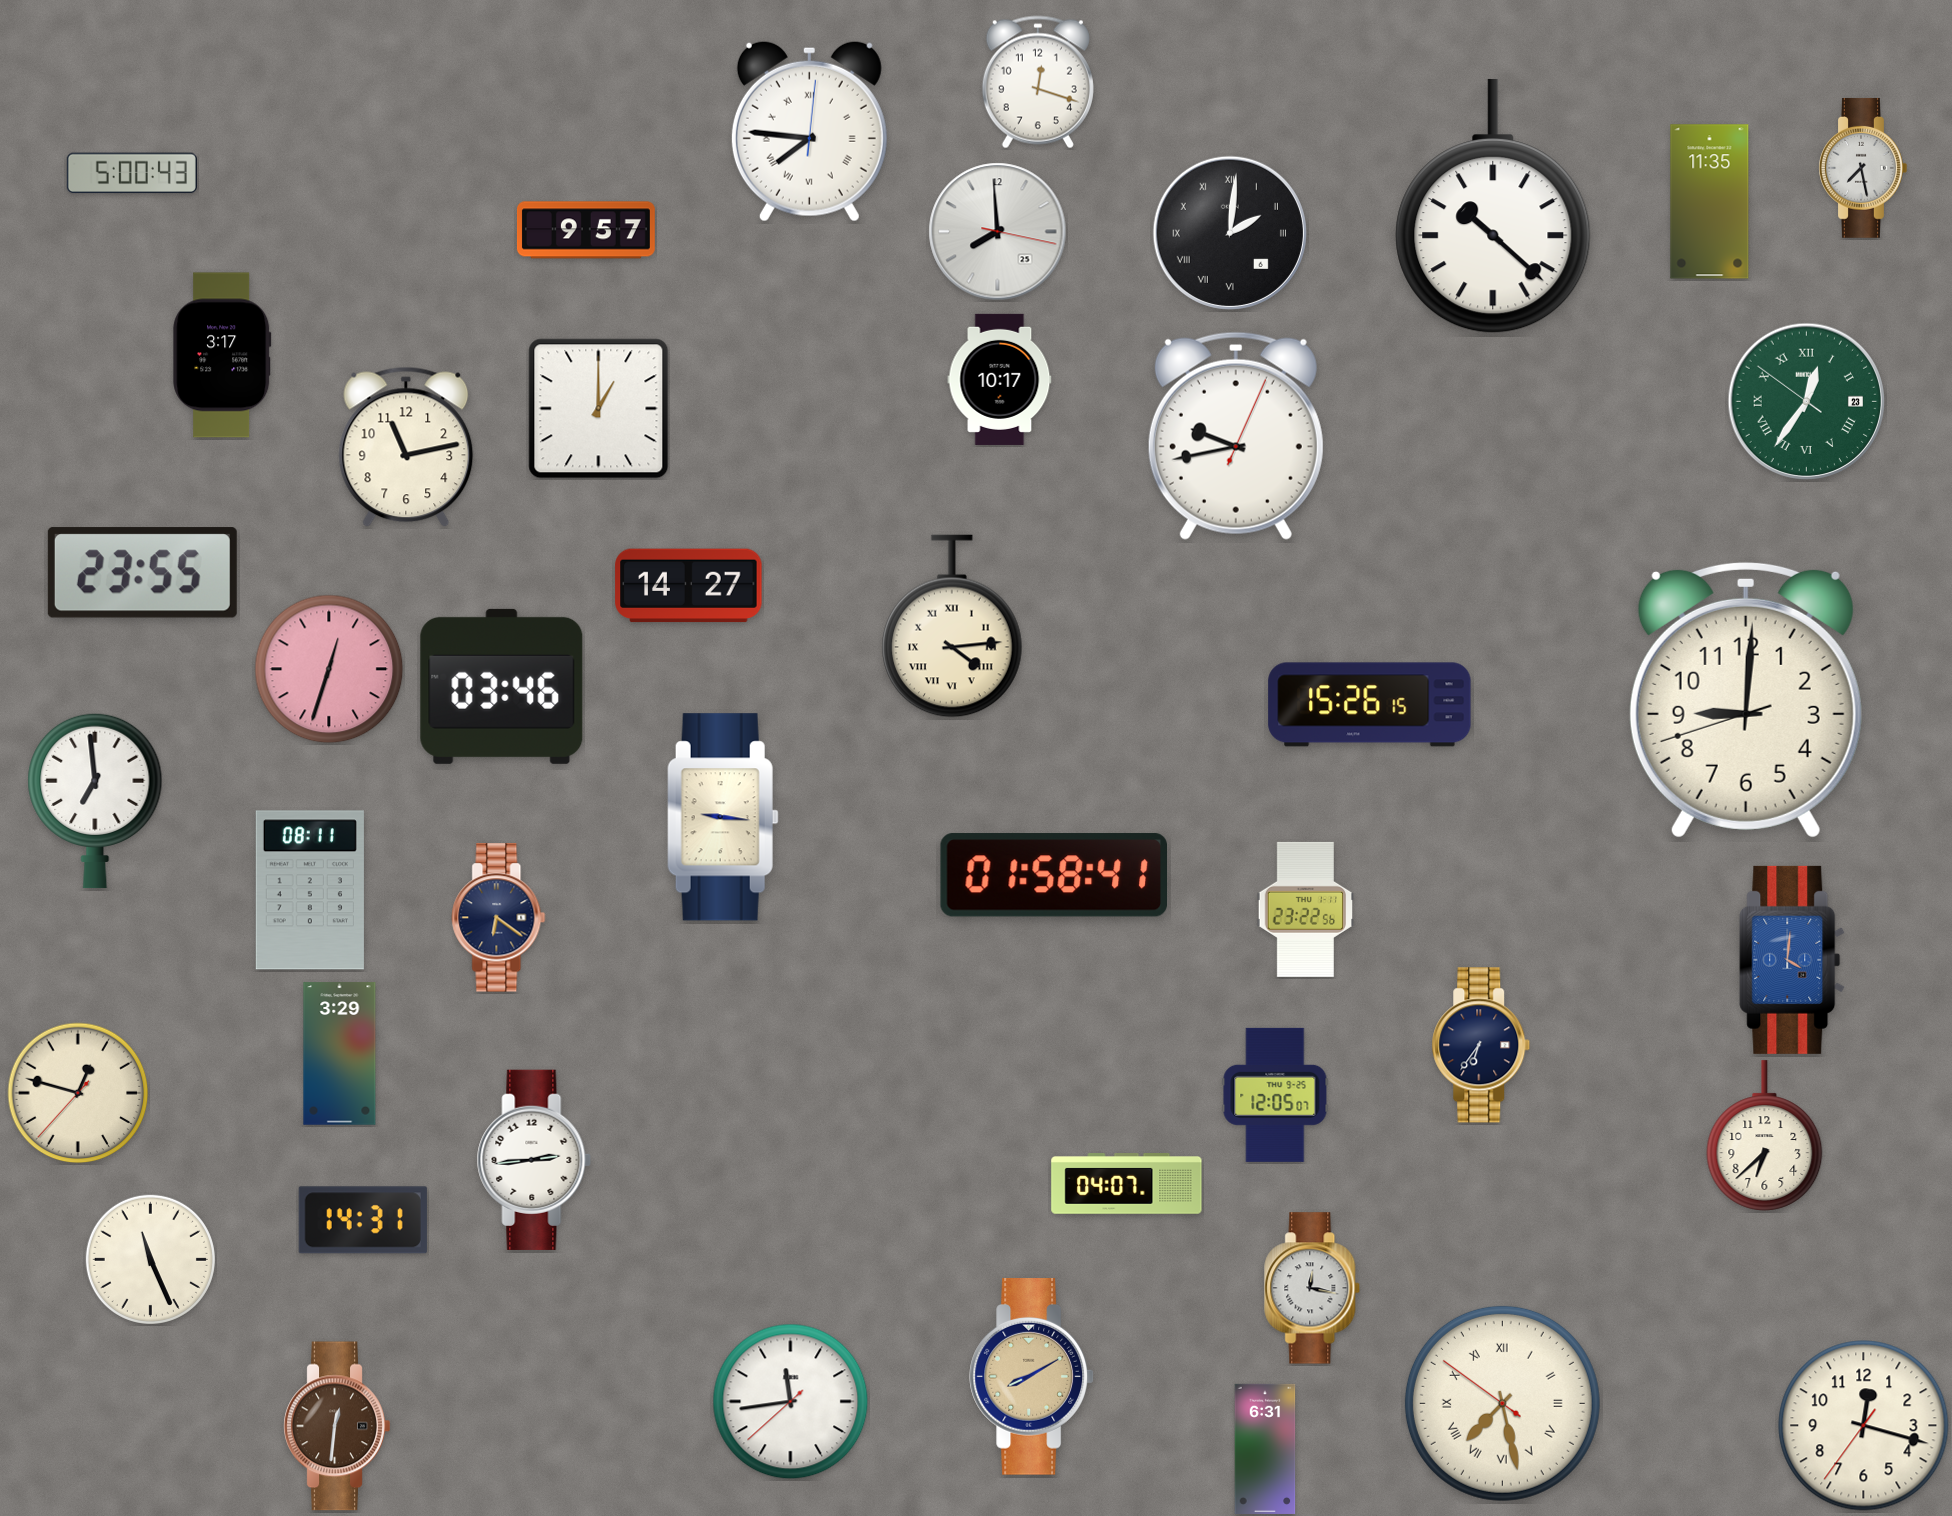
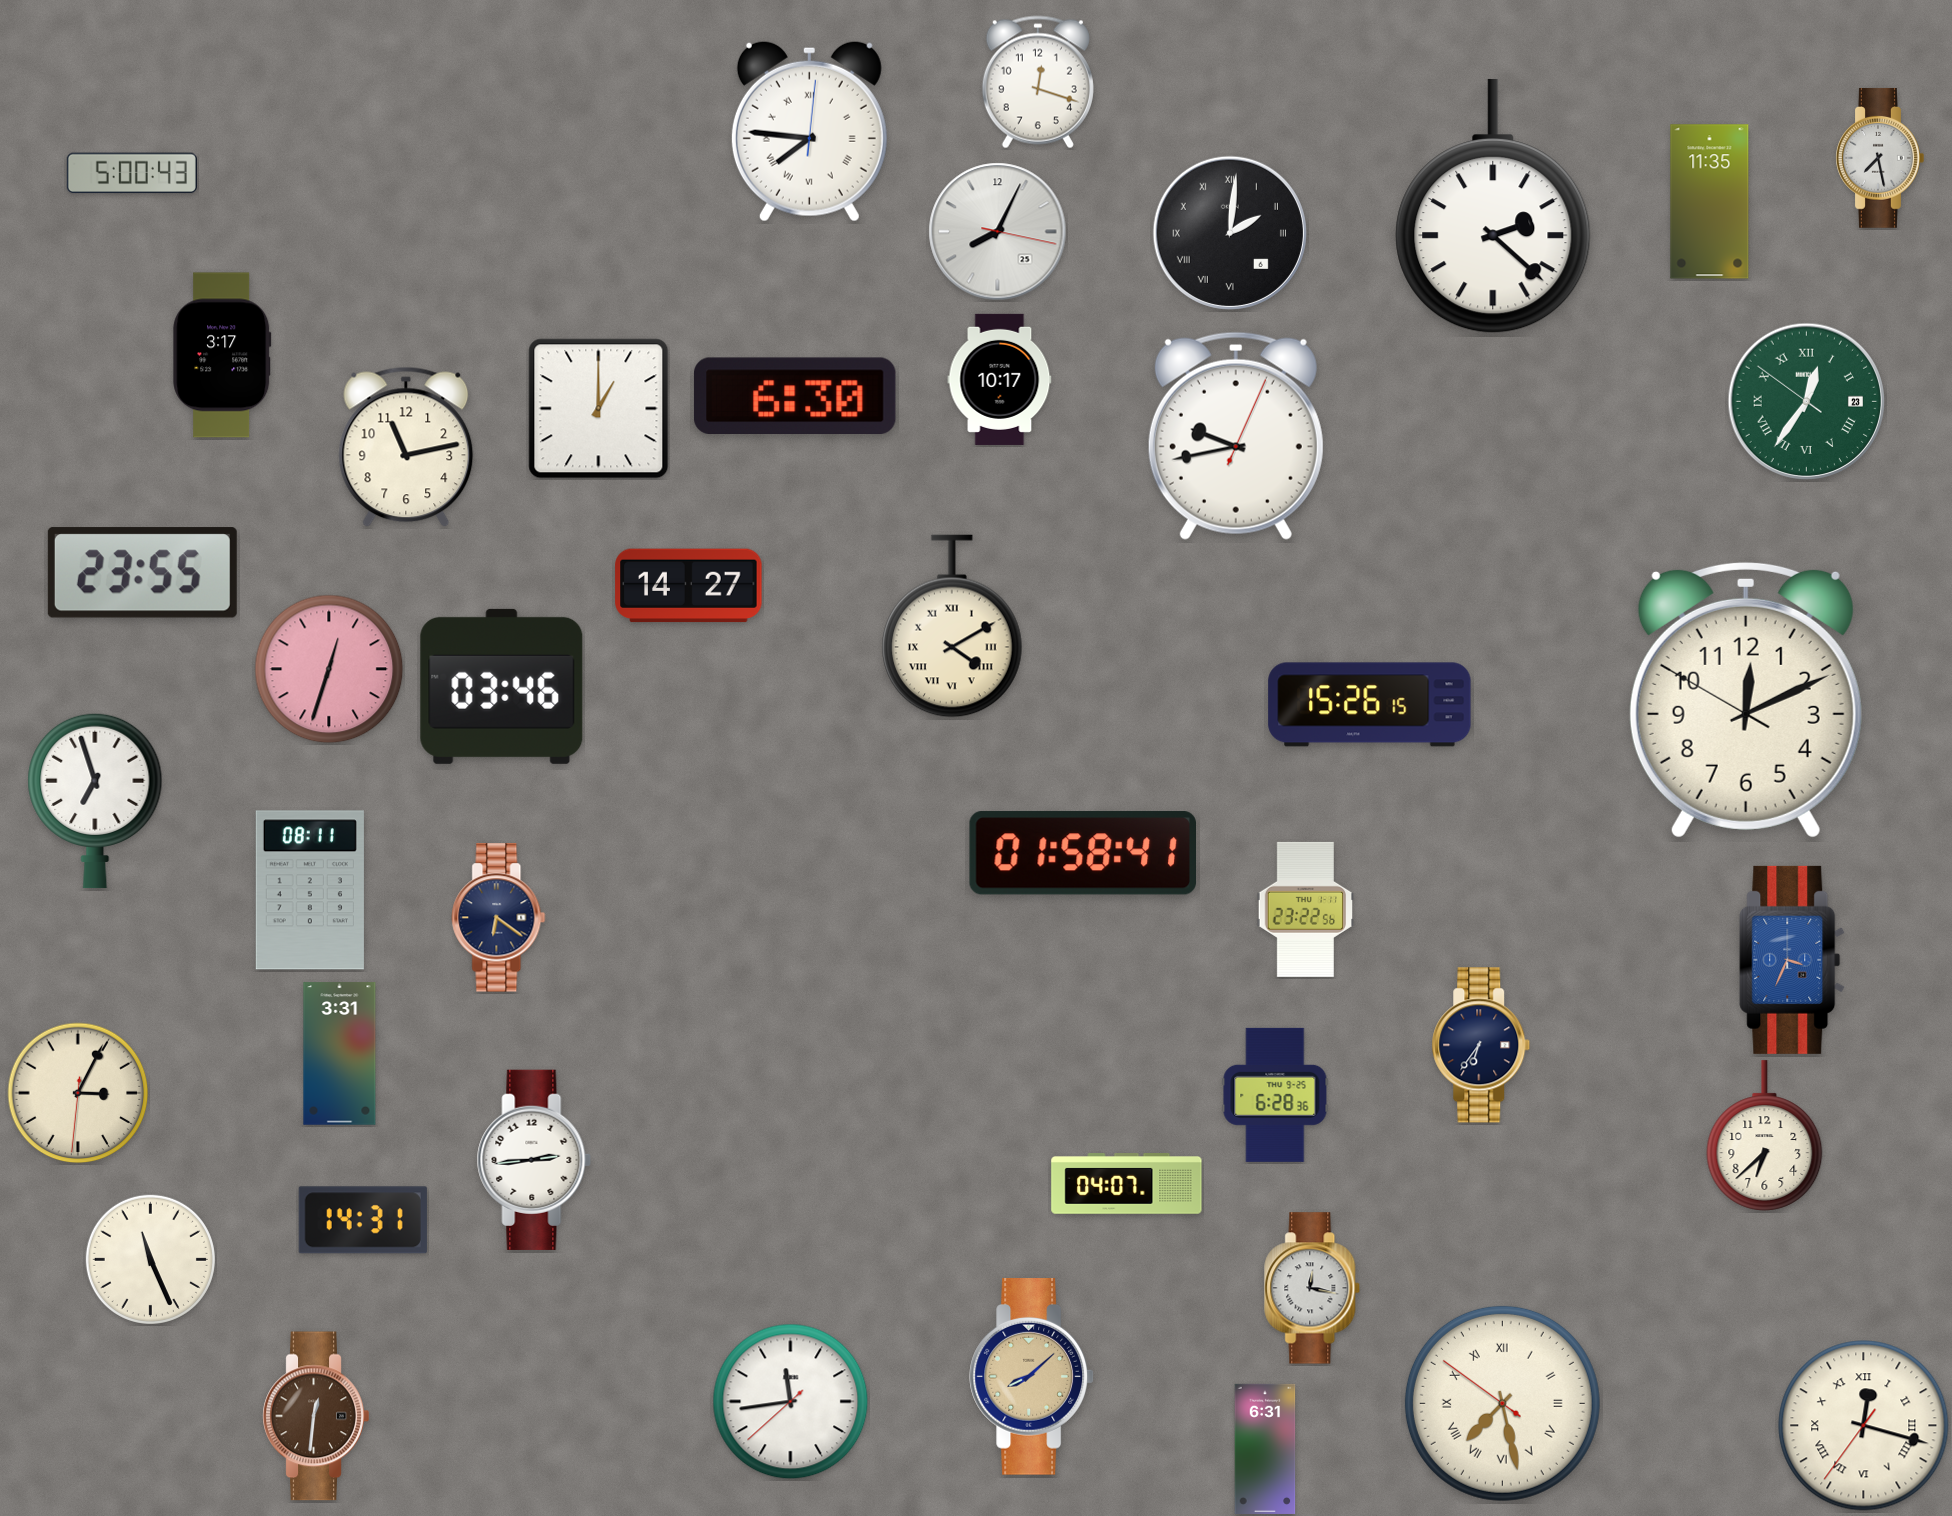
clock at (1863, 168) position: (1863, 168) -> (1880, 158)
clock at (1493, 206): 10:22 -> 2:22
clock at (586, 230): 9:57 -> none
clock at (998, 232): 7:59 -> 8:04
clock at (795, 395): none -> 6:30
clock at (953, 626): 4:14 -> 4:10
clock at (1746, 700): 9:00 -> 12:10
clock at (95, 801): 6:59 -> 6:57
clock at (723, 817): 9:16 -> none
clock at (1054, 875) position: (1054, 875) -> (1083, 853)
clock at (1792, 960): 4:01 -> 3:34
clock at (340, 1054): 3:29 -> 3:31
clock at (78, 1093): 12:47 -> 3:04
clock at (1275, 1095): 12:05 -> 6:28
clock at (1031, 1377): 8:10 -> 8:08
clock at (337, 1426) position: (337, 1426) -> (316, 1416)
clock at (1864, 1426) numerals: Arabic -> Roman
